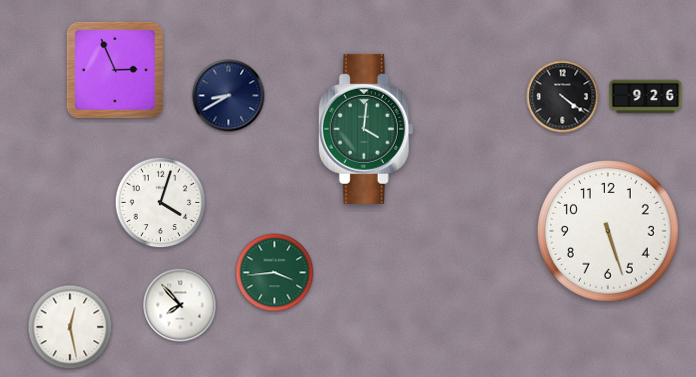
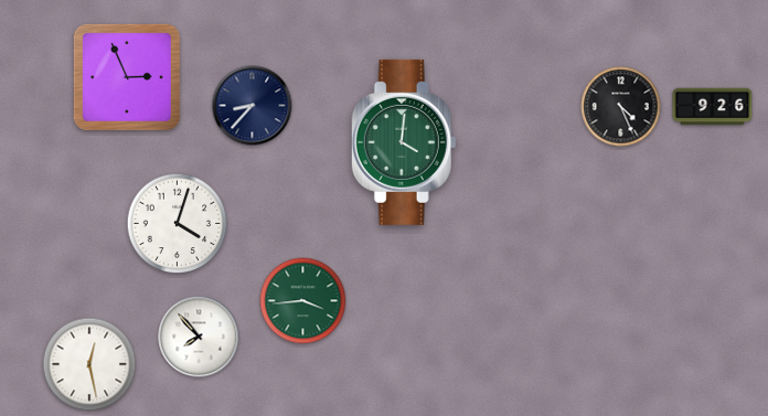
clock at (229, 96): 8:40 -> 8:37
clock at (563, 97): 4:21 -> 4:26
clock at (609, 232): 5:27 -> none
clock at (70, 327) position: (70, 327) -> (89, 364)
